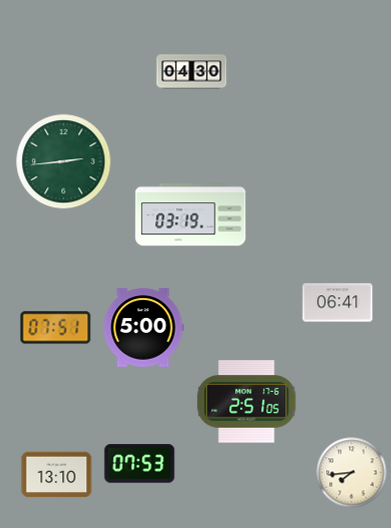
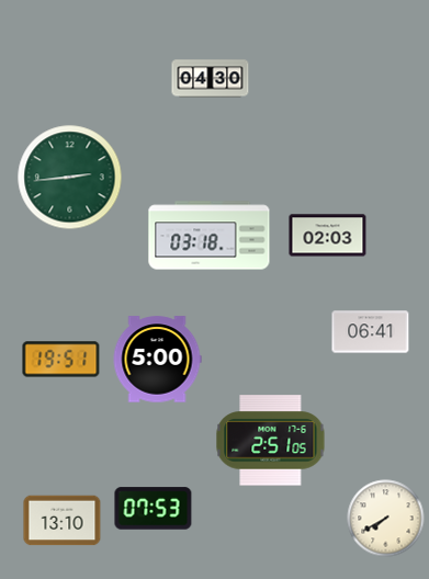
clock at (191, 215): 03:19 -> 03:18
clock at (328, 236): none -> 02:03
clock at (56, 328): 07:51 -> 19:51
clock at (352, 473): 7:44 -> 7:40
